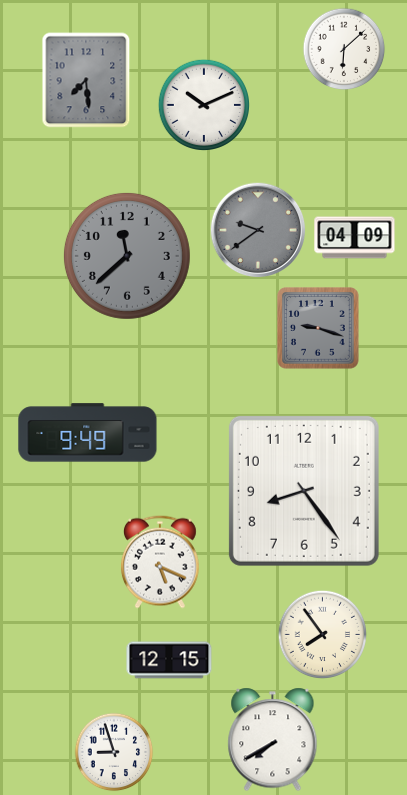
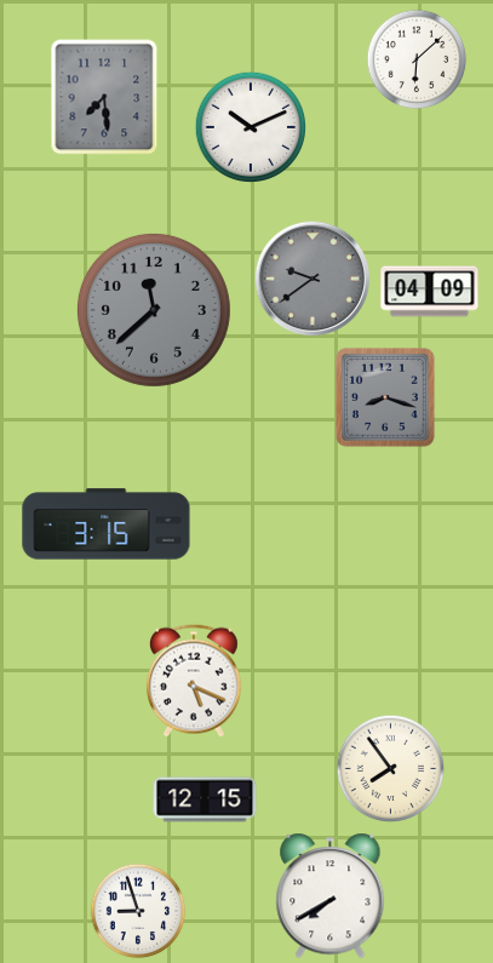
clock at (203, 104) position: (203, 104) -> (250, 126)
clock at (355, 238) position: (355, 238) -> (430, 292)
clock at (319, 329): 9:18 -> 8:18
clock at (88, 433): 9:49 -> 3:15
clock at (304, 491): 8:24 -> none
